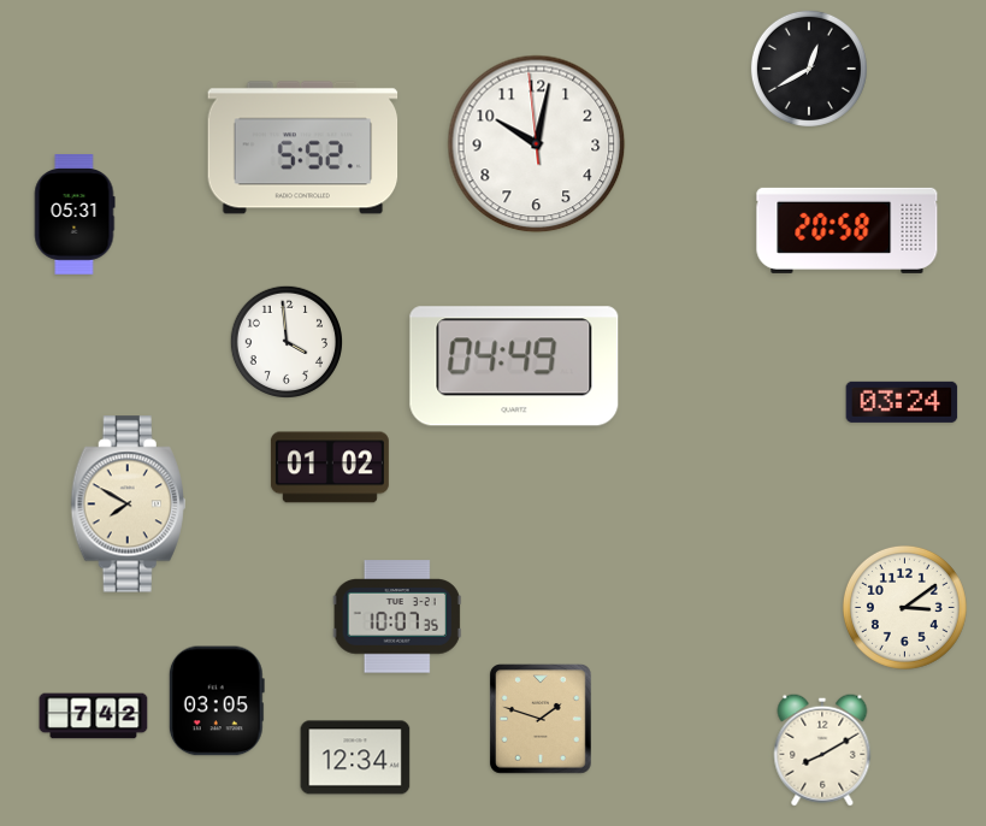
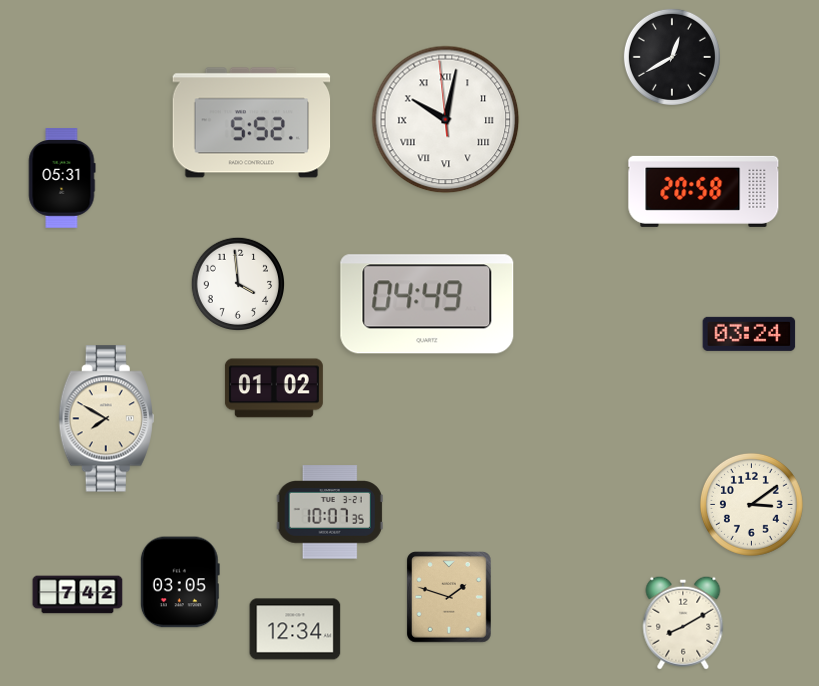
clock at (537, 144) numerals: Arabic -> Roman
